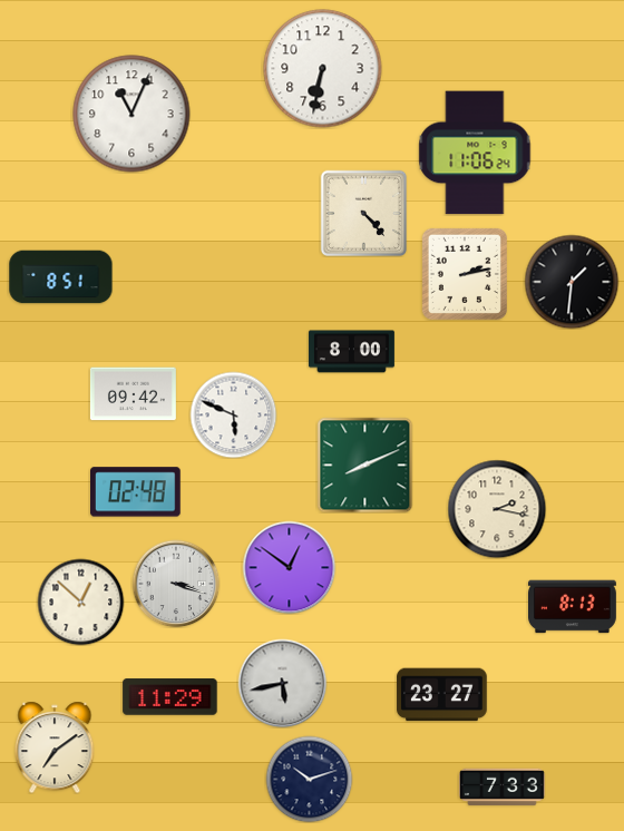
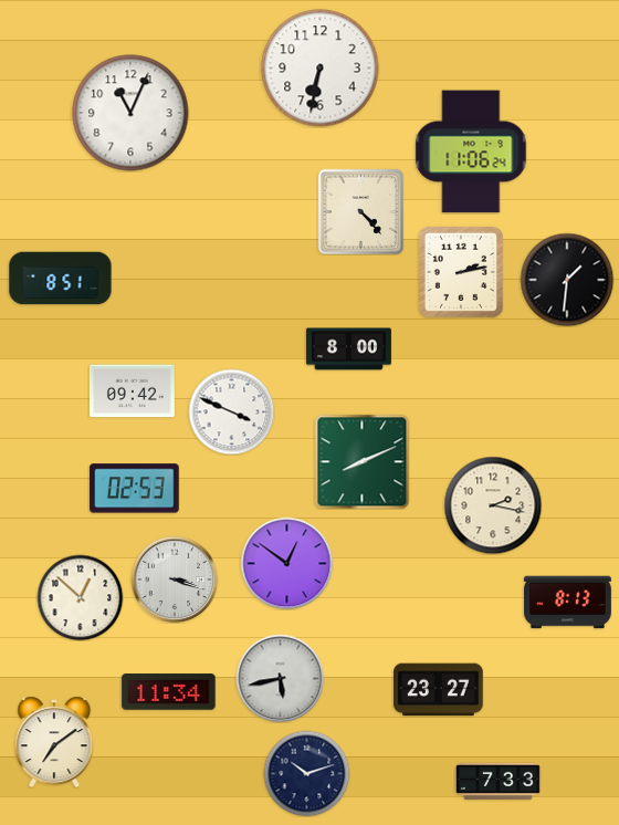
clock at (61, 277) position: (61, 277) -> (61, 279)
clock at (233, 414): 5:49 -> 3:49
clock at (136, 492): 02:48 -> 02:53
clock at (170, 697): 11:29 -> 11:34
